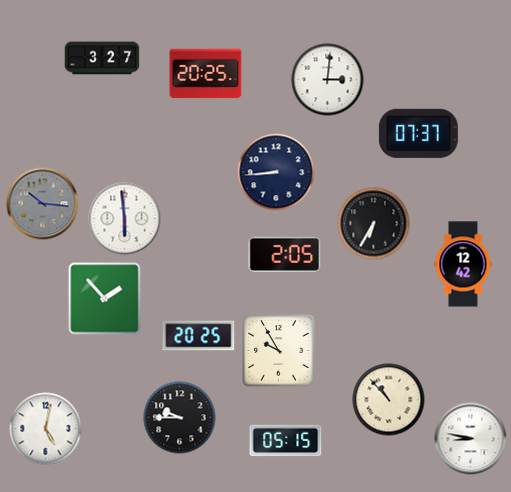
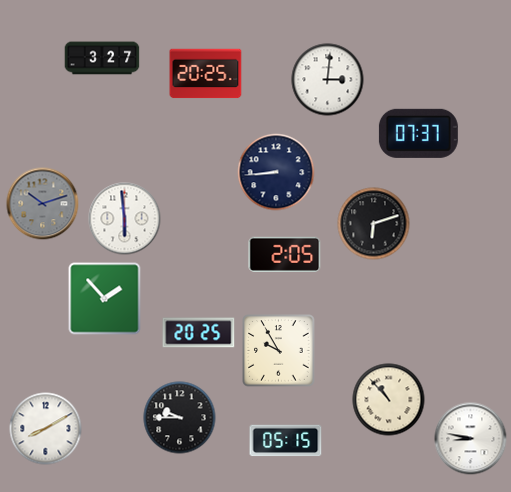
clock at (43, 204): 10:16 -> 10:12
clock at (374, 224): 6:35 -> 6:12
clock at (463, 264): 12:42 -> none
clock at (199, 336) position: (199, 336) -> (199, 333)
clock at (46, 429): 5:02 -> 8:10
